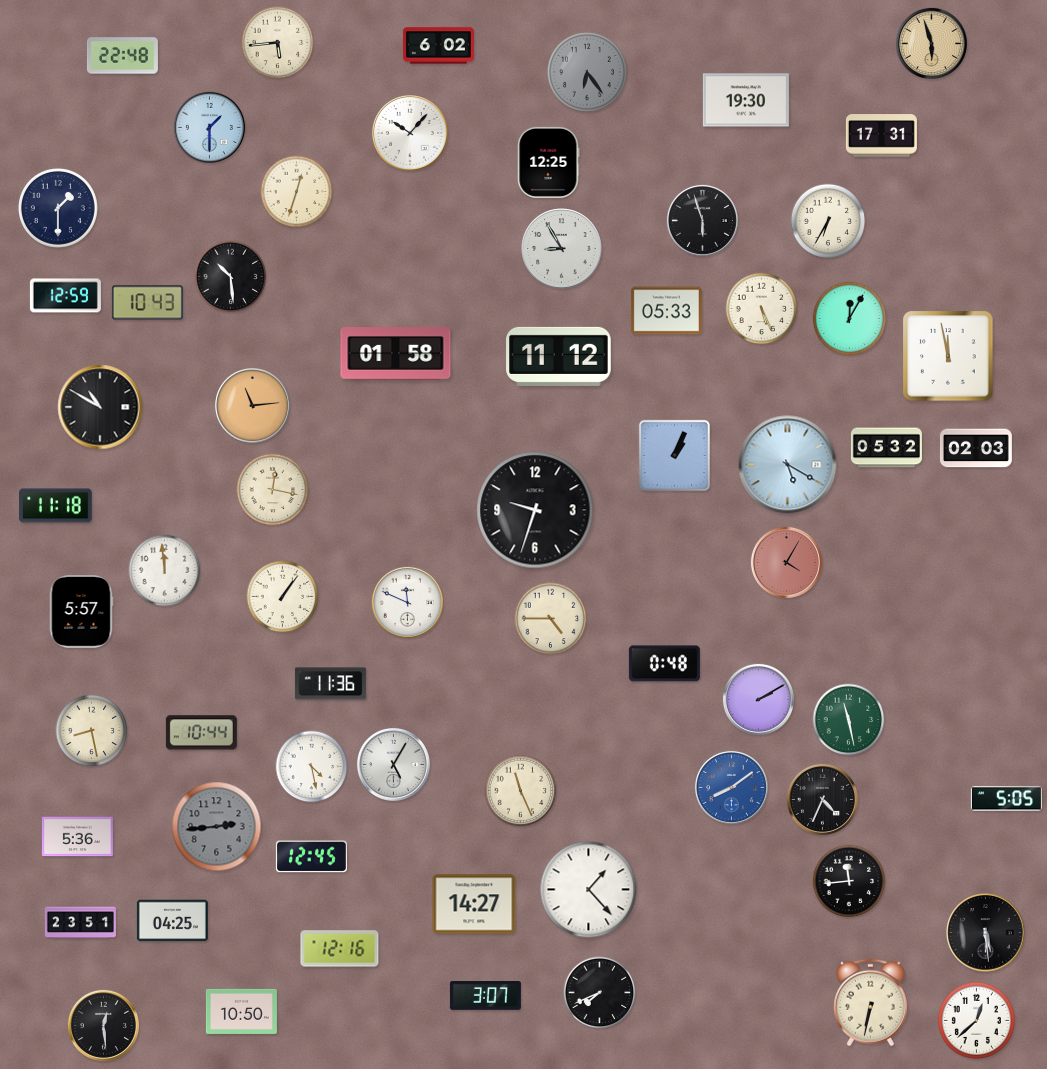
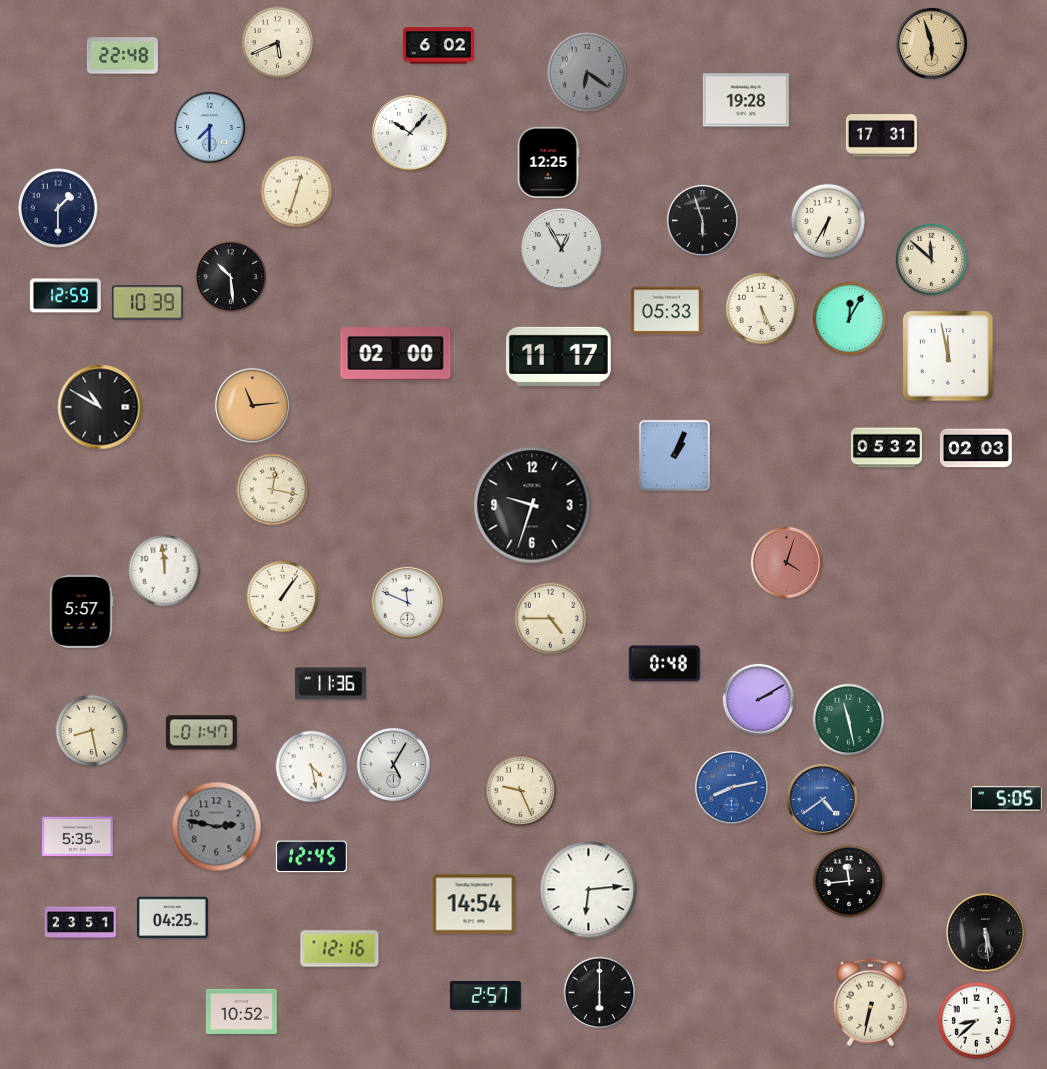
clock at (278, 43): 5:44 -> 5:41
clock at (587, 72): 6:24 -> 6:21
clock at (746, 100): 19:30 -> 19:28
clock at (209, 127): 1:30 -> 7:30
clock at (562, 249): 8:55 -> 12:55
clock at (932, 260): none -> 11:52
clock at (147, 303): 10:43 -> 10:39
clock at (396, 354): 01:58 -> 02:00
clock at (559, 356): 11:12 -> 11:17
clock at (788, 465): 5:20 -> none
clock at (56, 506): 11:18 -> none
clock at (535, 510) position: (535, 510) -> (532, 505)
clock at (786, 562): 4:05 -> 4:03
clock at (201, 733): 10:44 -> 01:47
clock at (731, 787): 8:09 -> 8:13
clock at (521, 791): 11:26 -> 9:26
clock at (822, 799): 4:34 -> 4:39
clock at (822, 799) dial: black -> blue
clock at (217, 827): 2:44 -> 2:47
clock at (77, 837): 5:36 -> 5:35
clock at (589, 890): 1:23 -> 6:14
clock at (474, 904): 14:27 -> 14:54
clock at (172, 921) position: (172, 921) -> (172, 918)
clock at (600, 993): 7:41 -> 6:00
clock at (485, 996): 3:07 -> 2:57
clock at (241, 1011): 10:50 -> 10:52
clock at (976, 1020): 12:38 -> 8:38
clock at (103, 1025): 12:29 -> none
